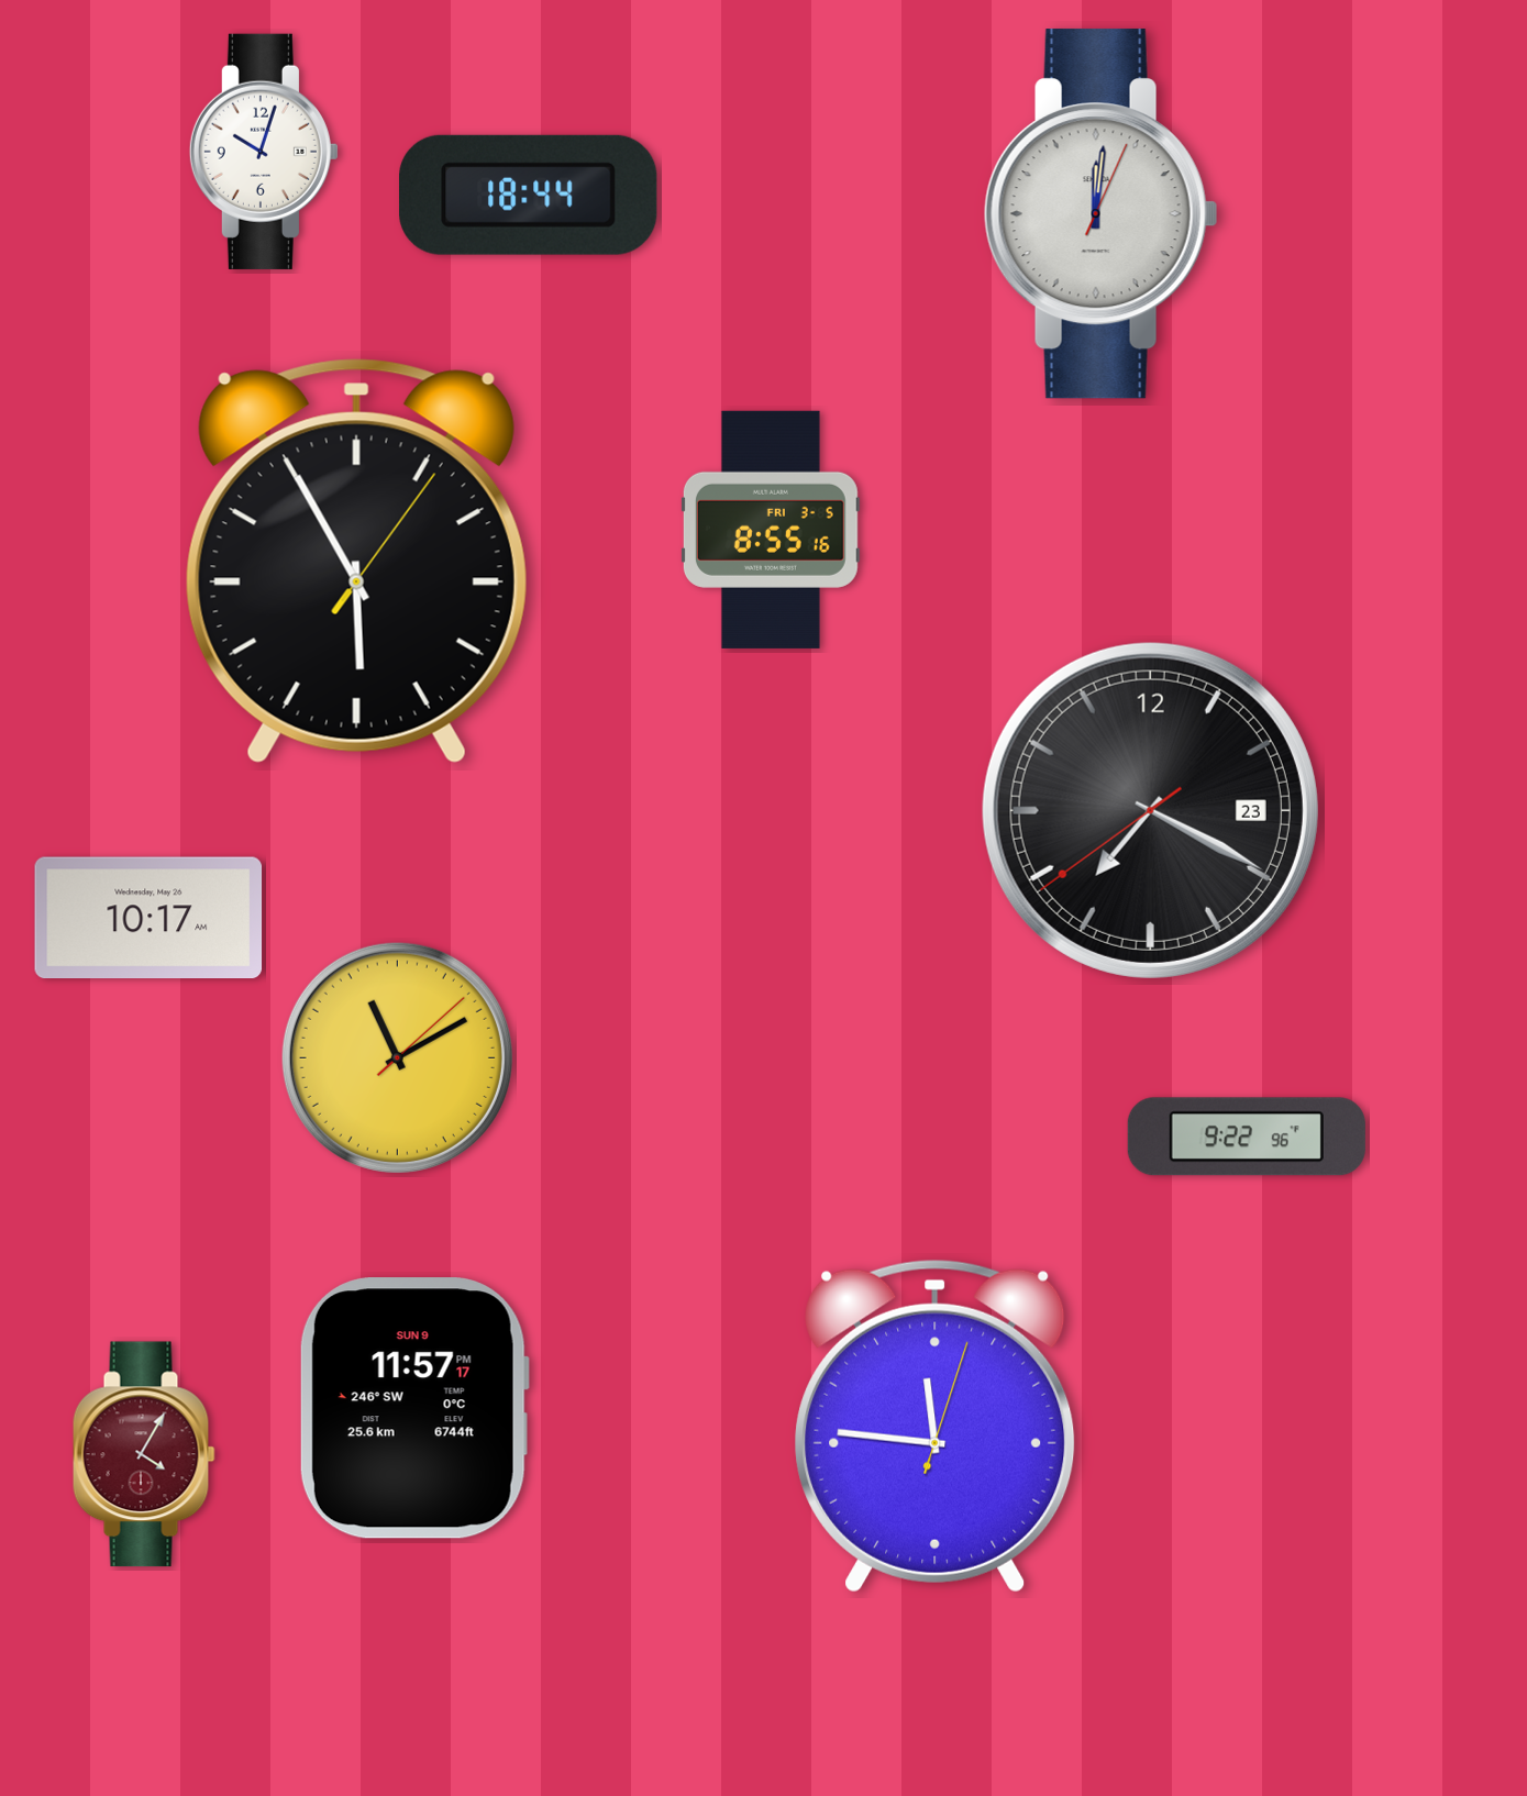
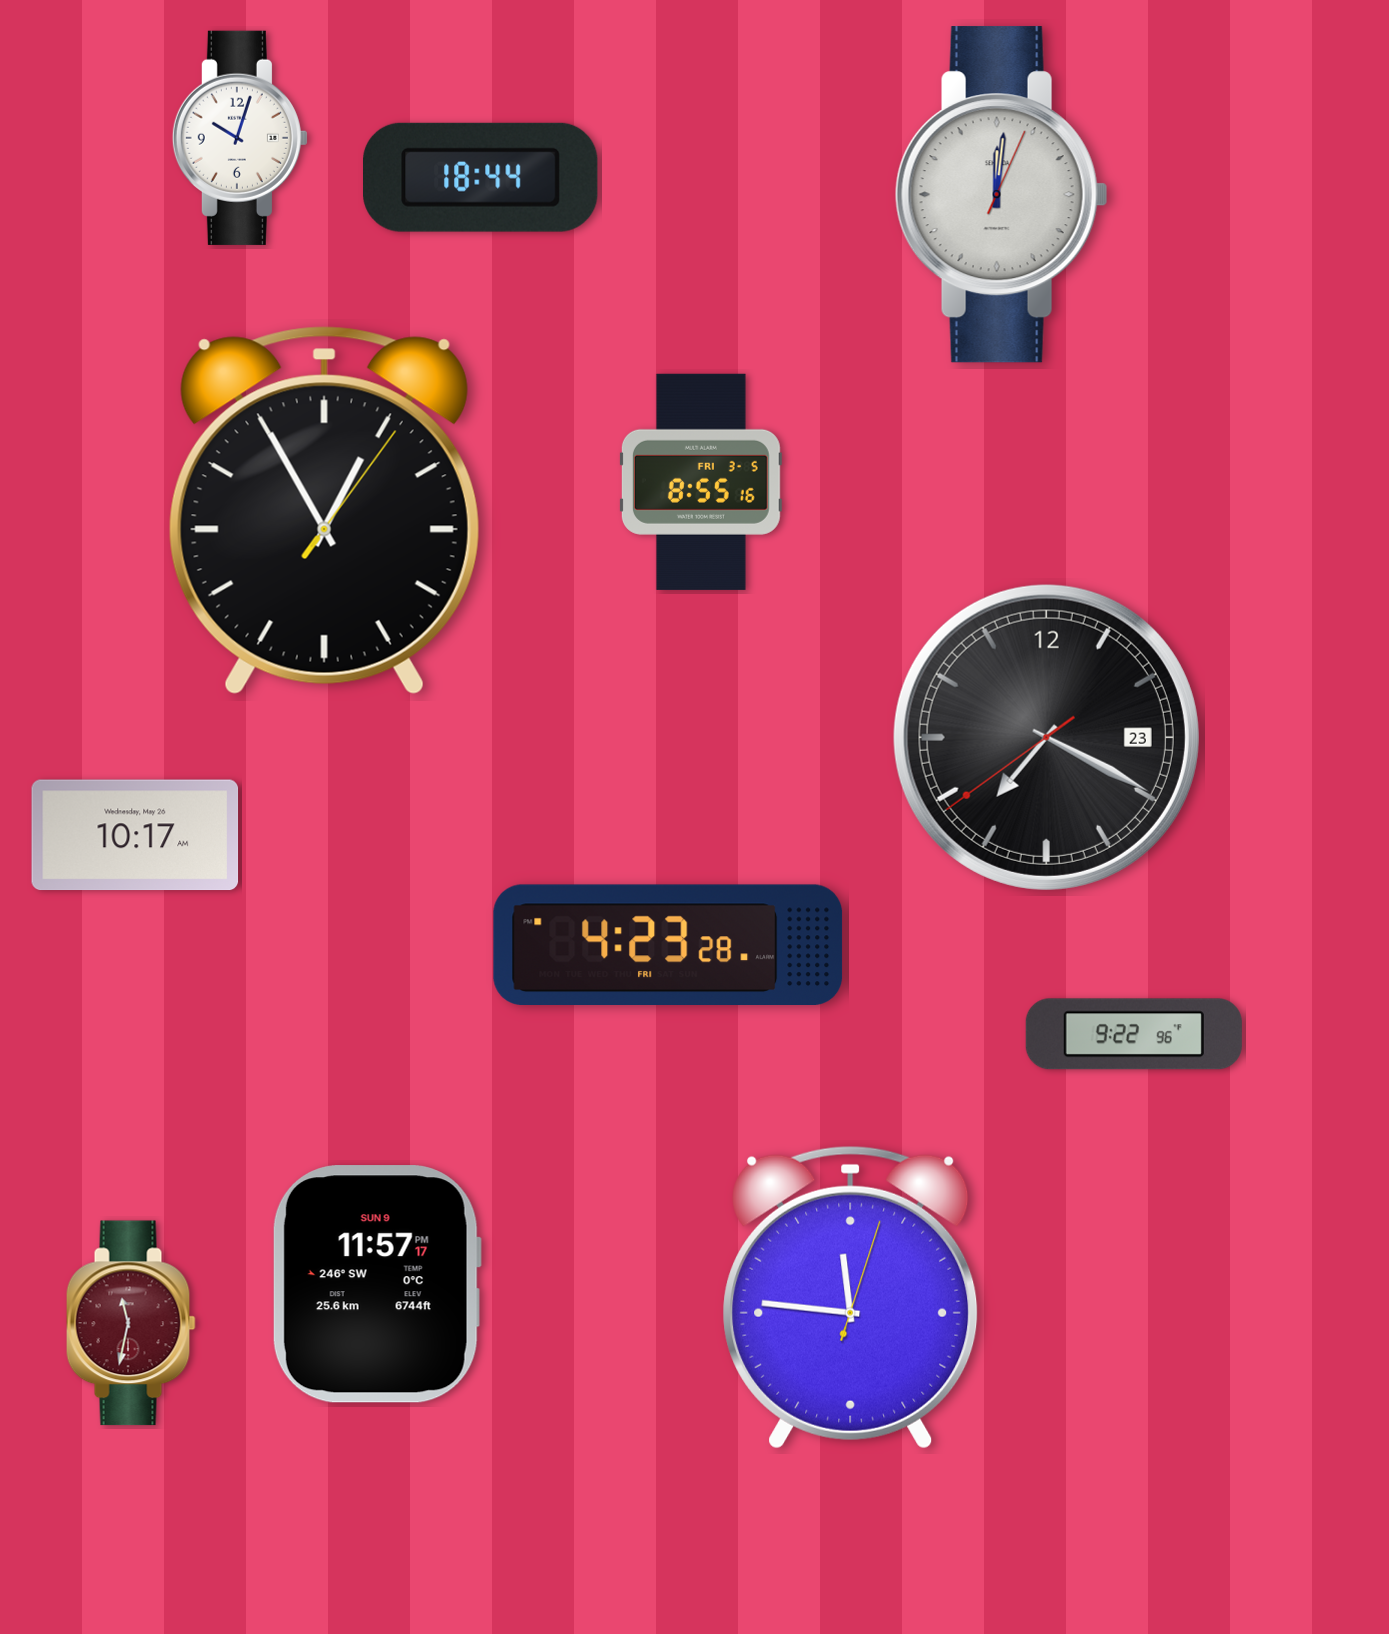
clock at (356, 561): 5:55 -> 12:55
clock at (668, 944): none -> 4:23
clock at (397, 1057): 11:10 -> none
clock at (414, 1408) position: (414, 1408) -> (377, 1284)
clock at (144, 1454): 4:05 -> 11:32
